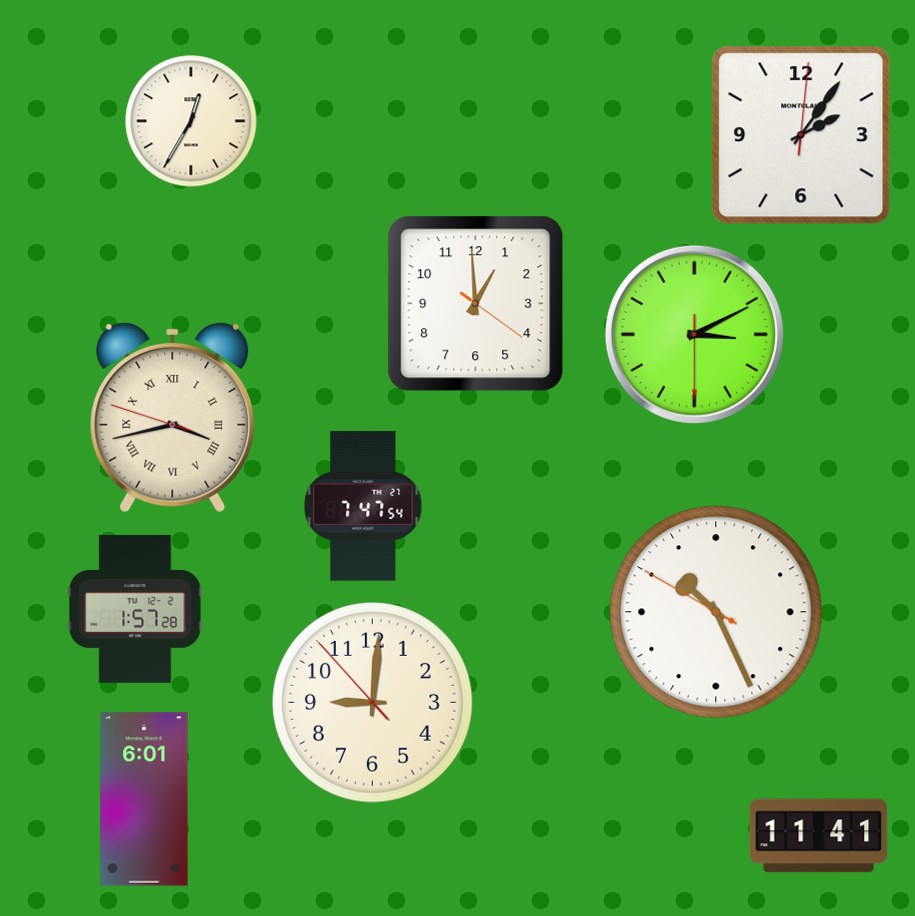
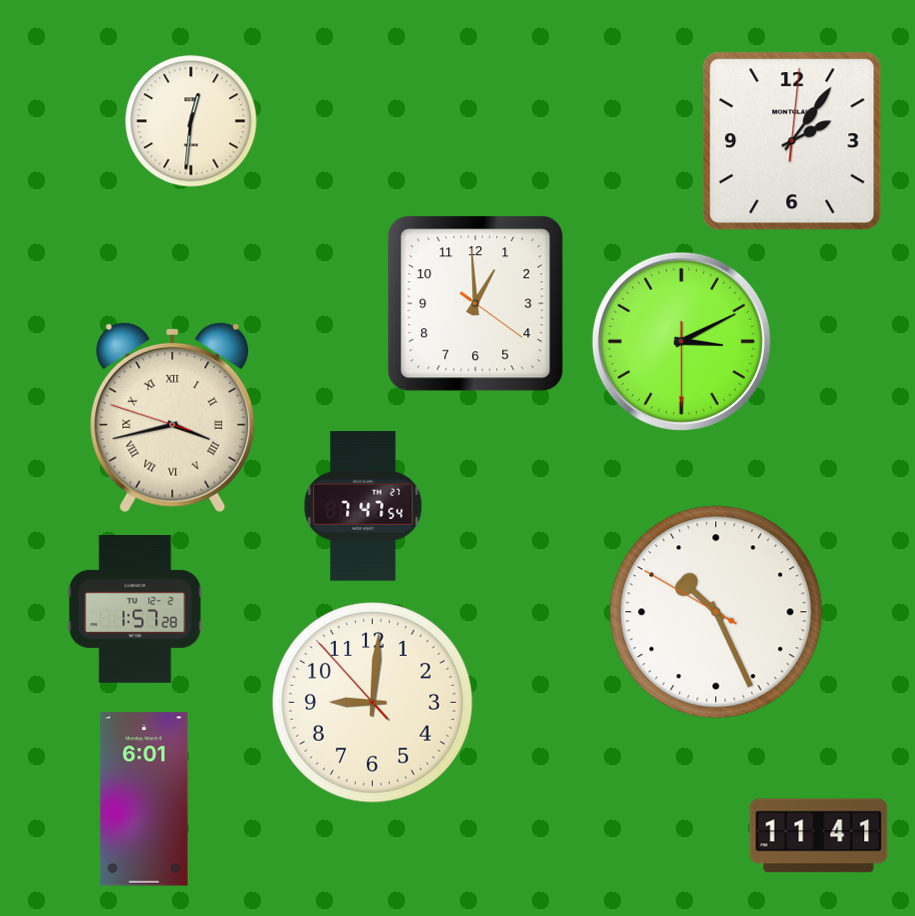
clock at (191, 121): 12:35 -> 12:31
clock at (801, 135) position: (801, 135) -> (792, 141)
clock at (694, 334) position: (694, 334) -> (681, 341)
